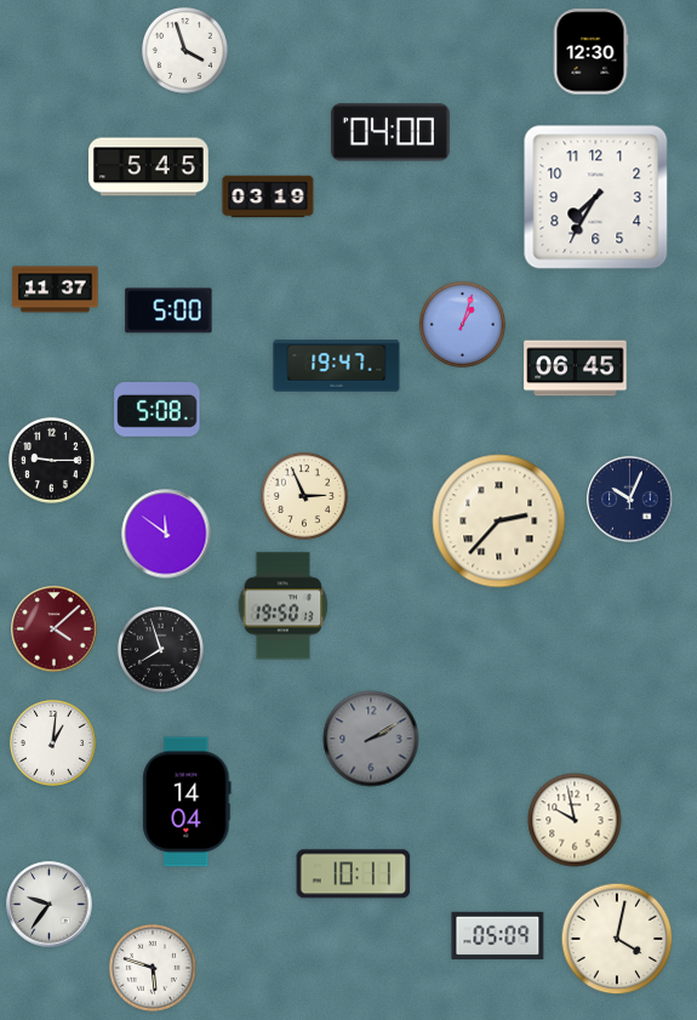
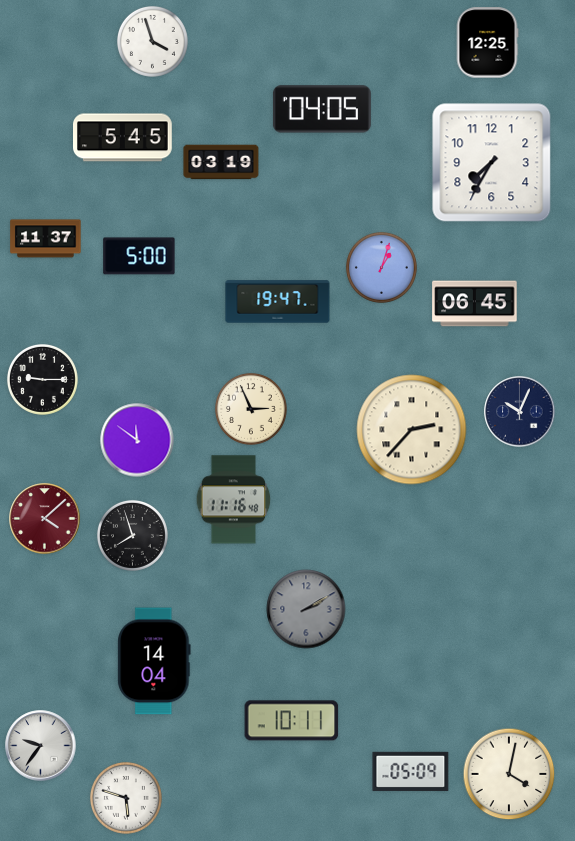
clock at (590, 52): 12:30 -> 12:25
clock at (390, 132): 04:00 -> 04:05
clock at (158, 410): 5:08 -> none
clock at (284, 606): 19:50 -> 11:16
clock at (52, 742): 1:01 -> none
clock at (575, 820): 9:58 -> none
